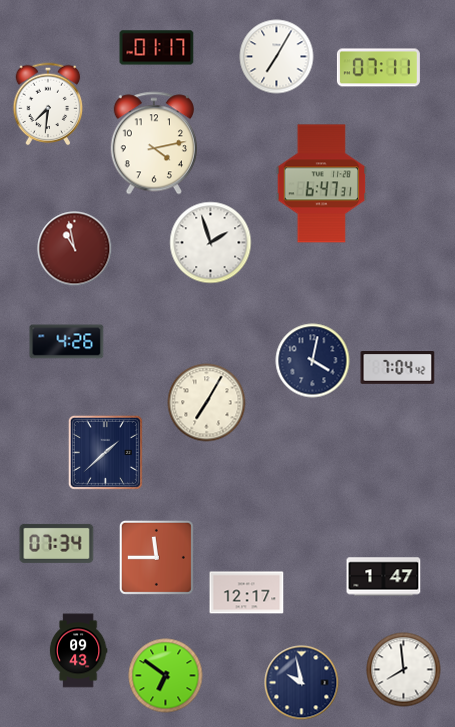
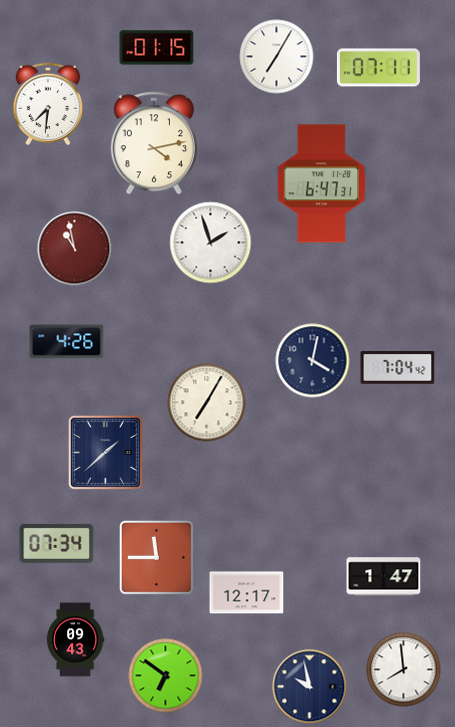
clock at (157, 48): 01:17 -> 01:15
clock at (78, 651) position: (78, 651) -> (75, 640)
clock at (302, 683) position: (302, 683) -> (310, 687)
